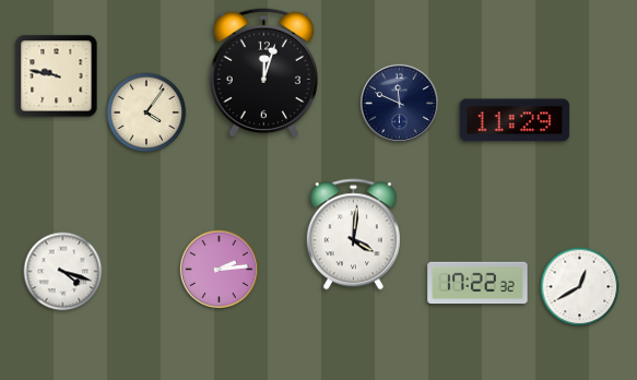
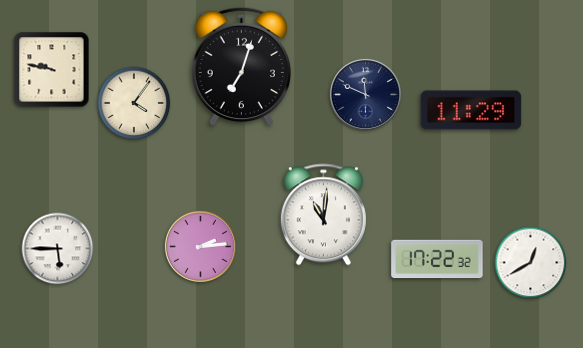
clock at (263, 72): 12:03 -> 7:03
clock at (353, 235): 4:01 -> 11:01
clock at (63, 272): 4:18 -> 5:45
